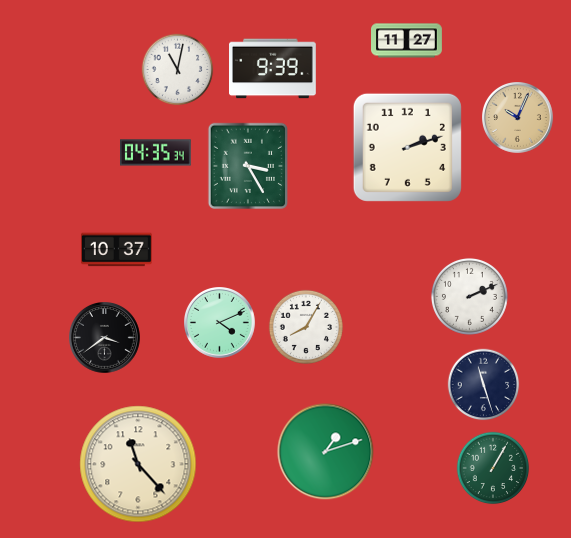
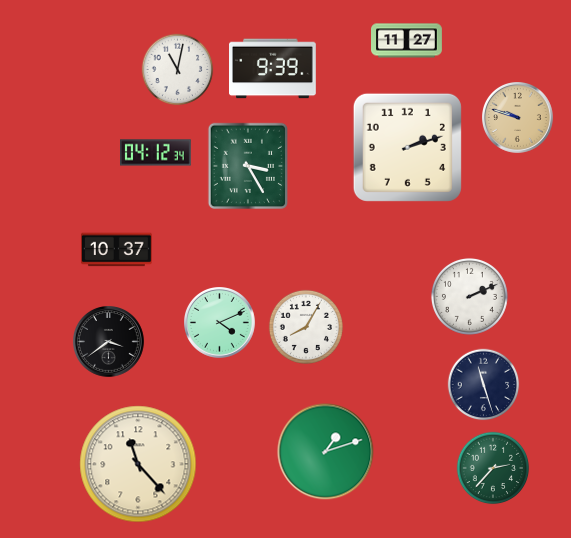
clock at (518, 118): 10:04 -> 9:48
clock at (156, 153): 04:35 -> 04:12
clock at (105, 338) position: (105, 338) -> (109, 342)
clock at (493, 468): 1:05 -> 2:37
